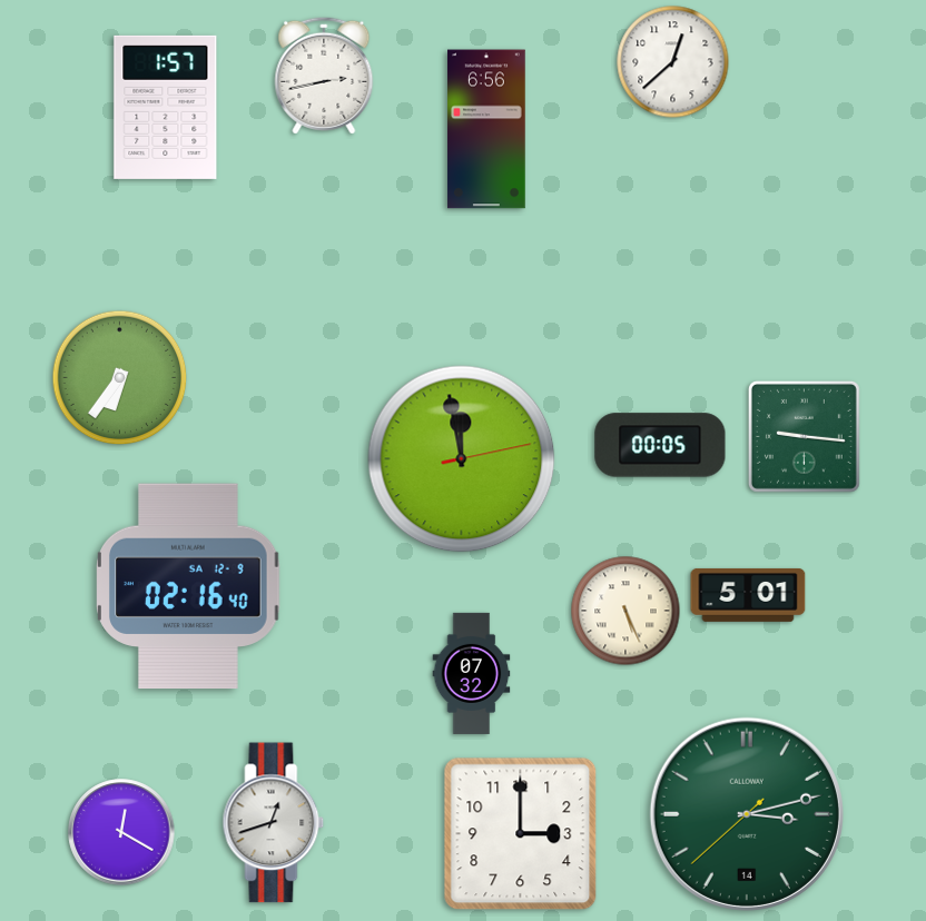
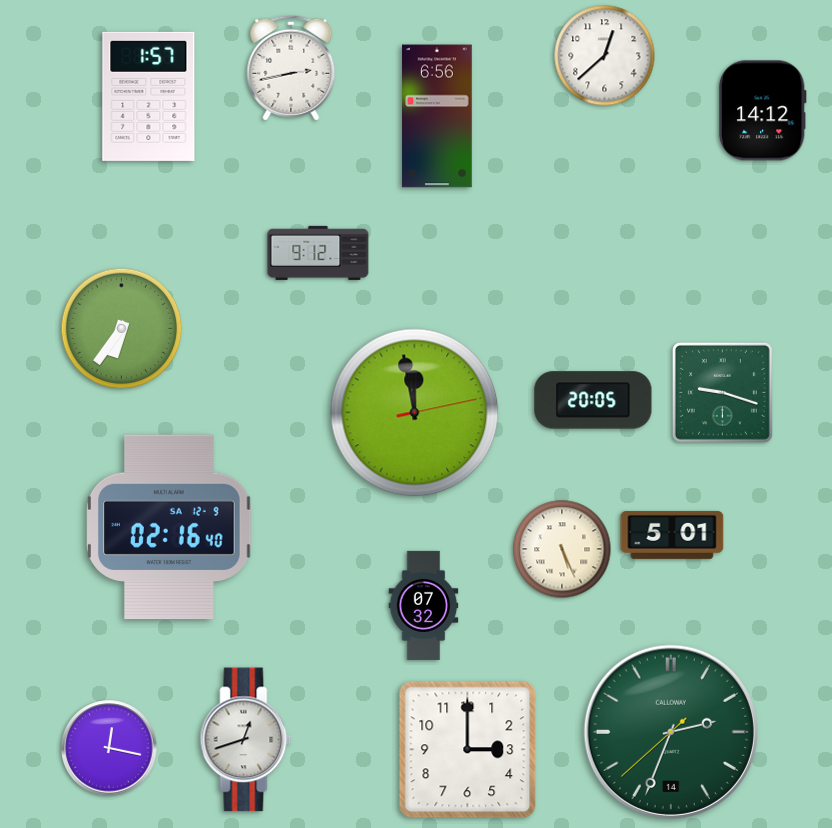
clock at (762, 111): none -> 14:12
clock at (318, 253): none -> 9:12
clock at (120, 378) position: (120, 378) -> (122, 329)
clock at (804, 436): 9:16 -> 9:18
clock at (660, 445): 00:05 -> 20:05
clock at (747, 814): 3:12 -> 2:33
clock at (121, 832): 12:20 -> 12:17
